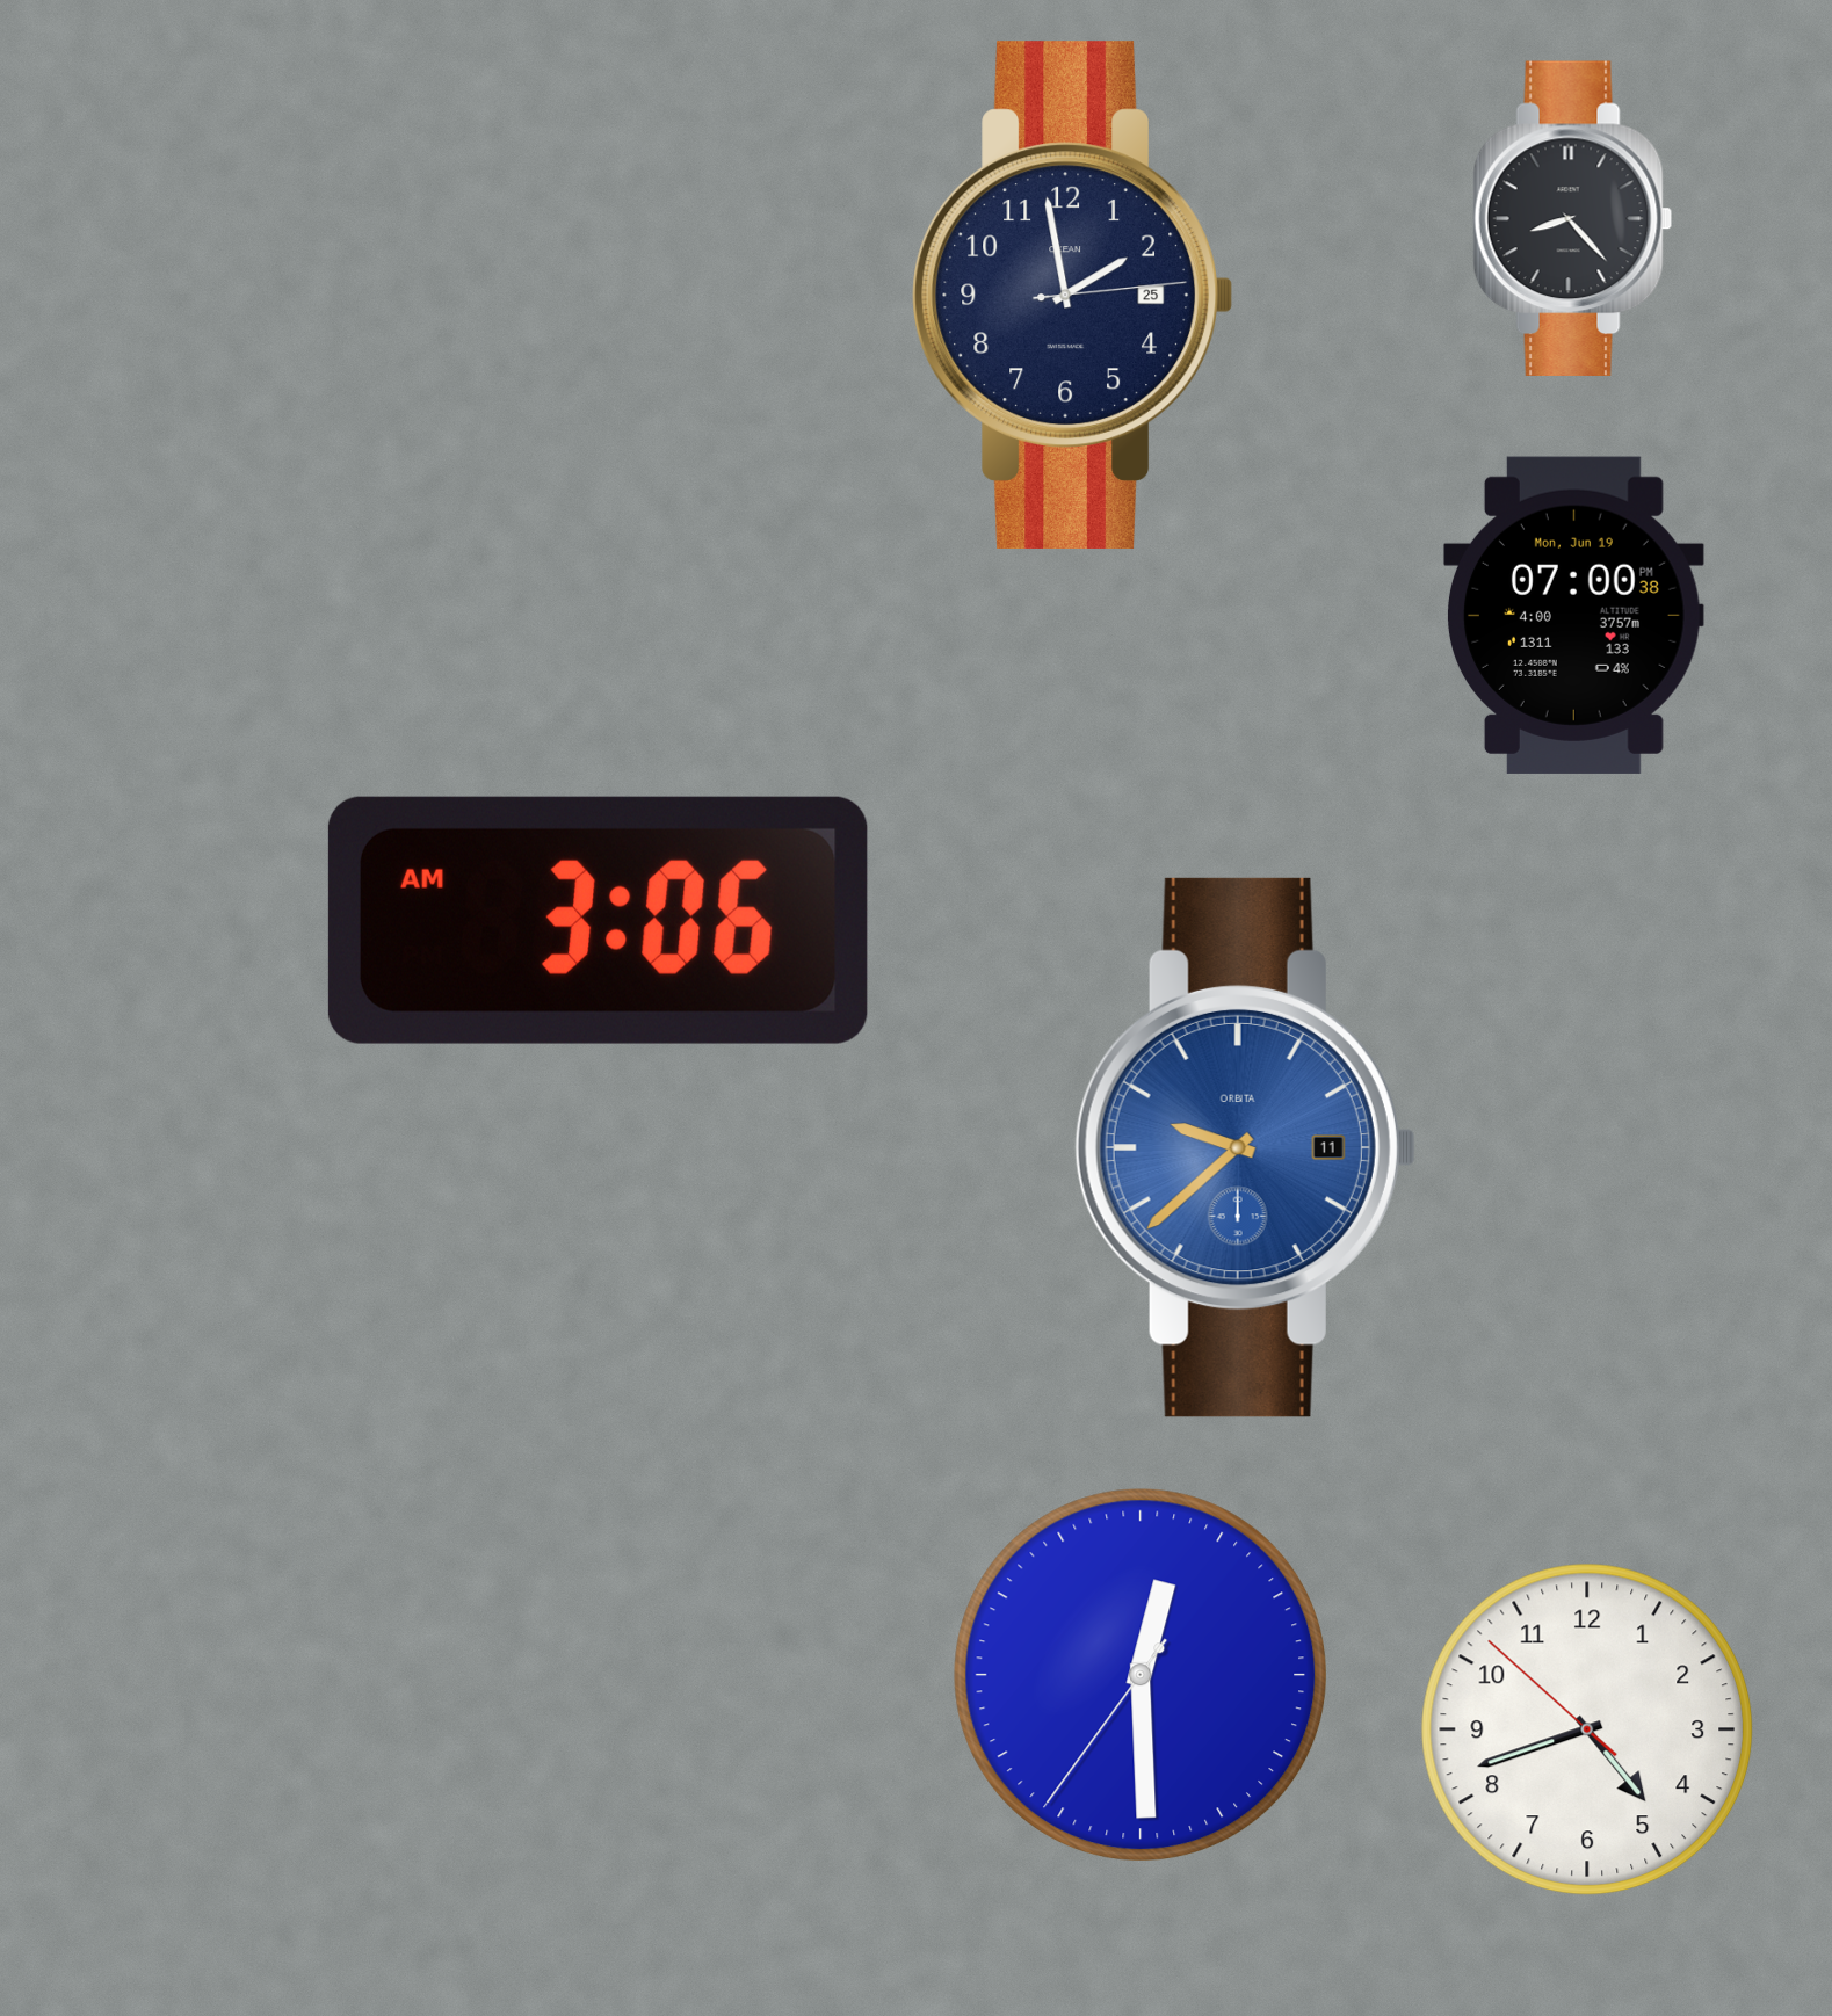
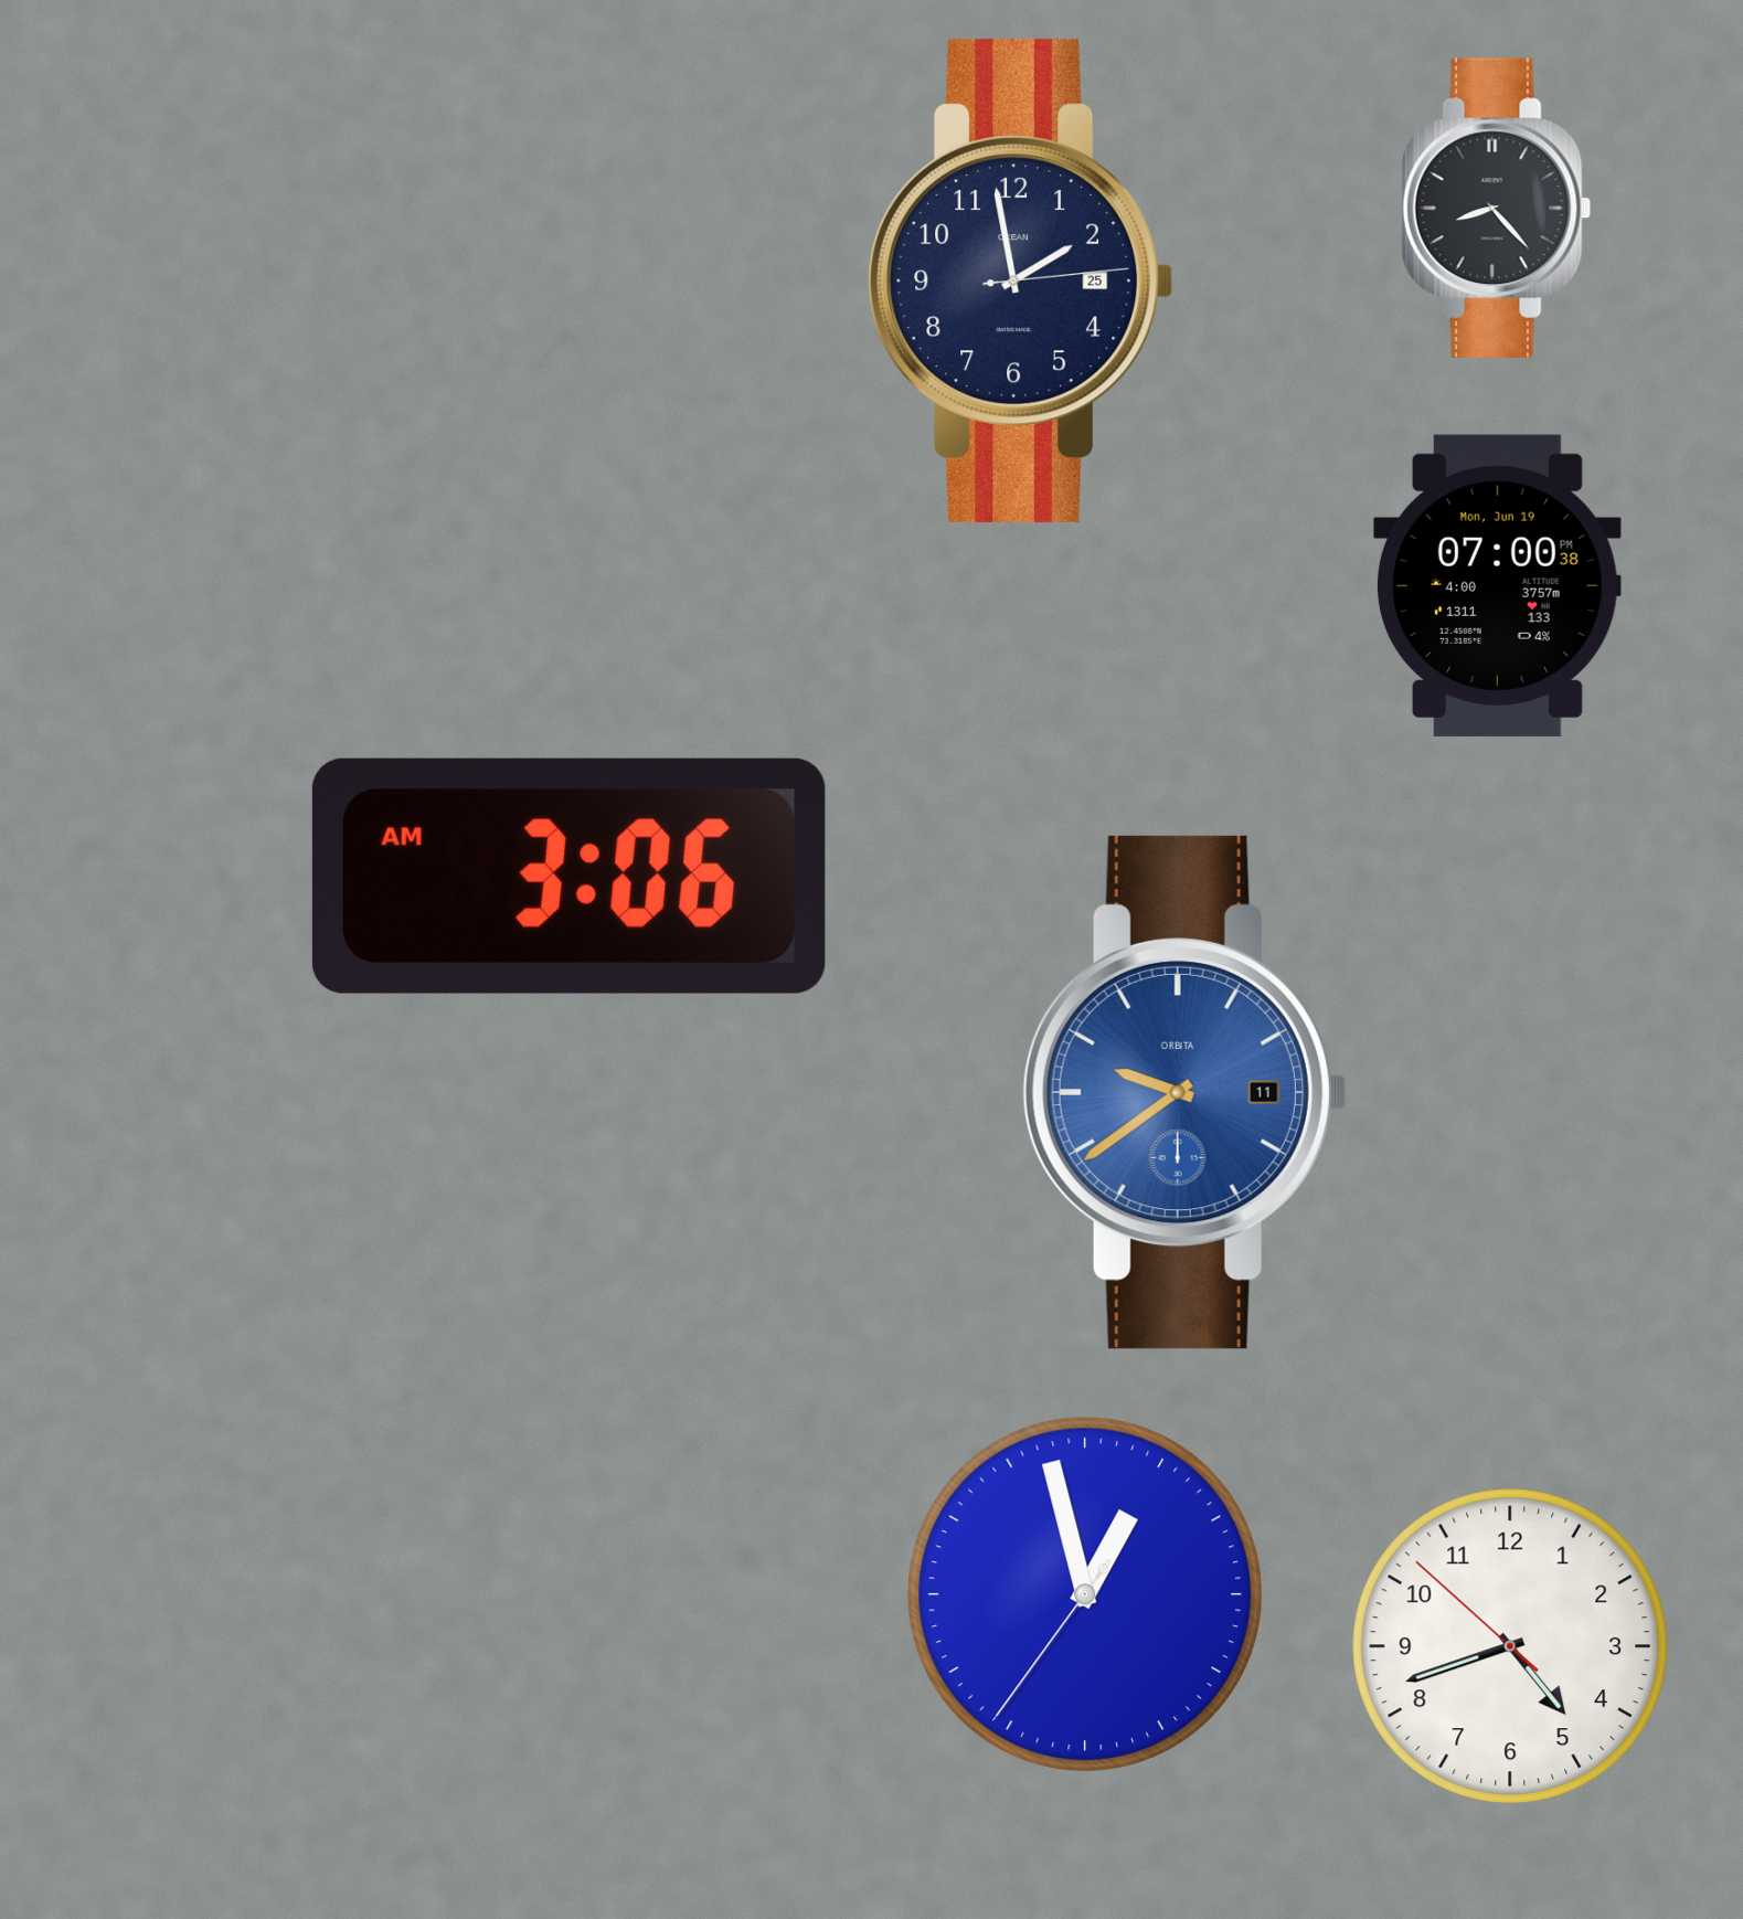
clock at (1245, 1147): 9:38 -> 9:39
clock at (1139, 1674): 12:29 -> 12:57
